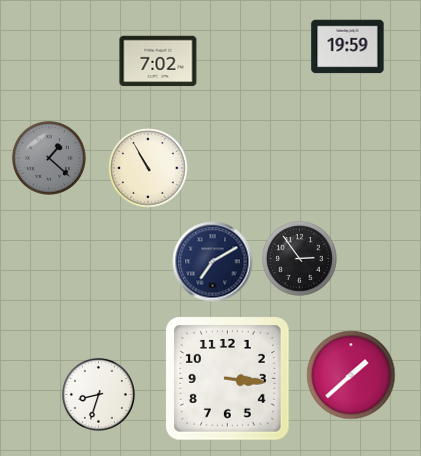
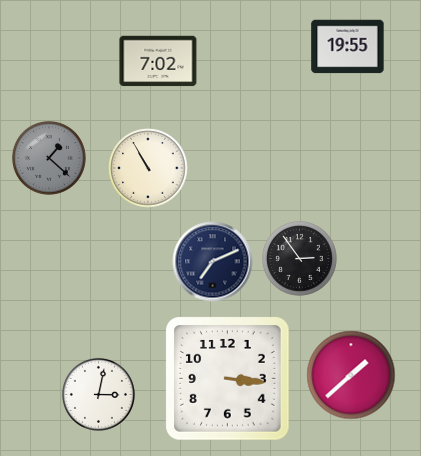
clock at (348, 47): 19:59 -> 19:55
clock at (213, 262): 7:10 -> 7:11
clock at (98, 394): 8:33 -> 3:02
